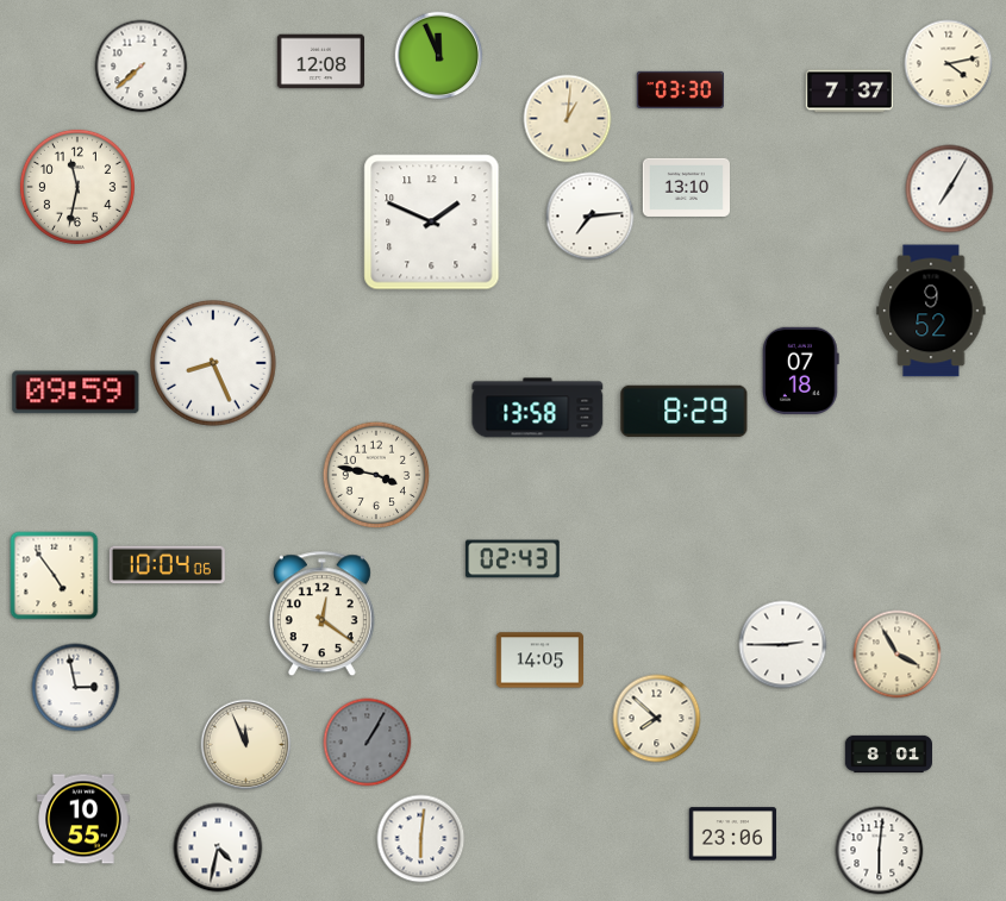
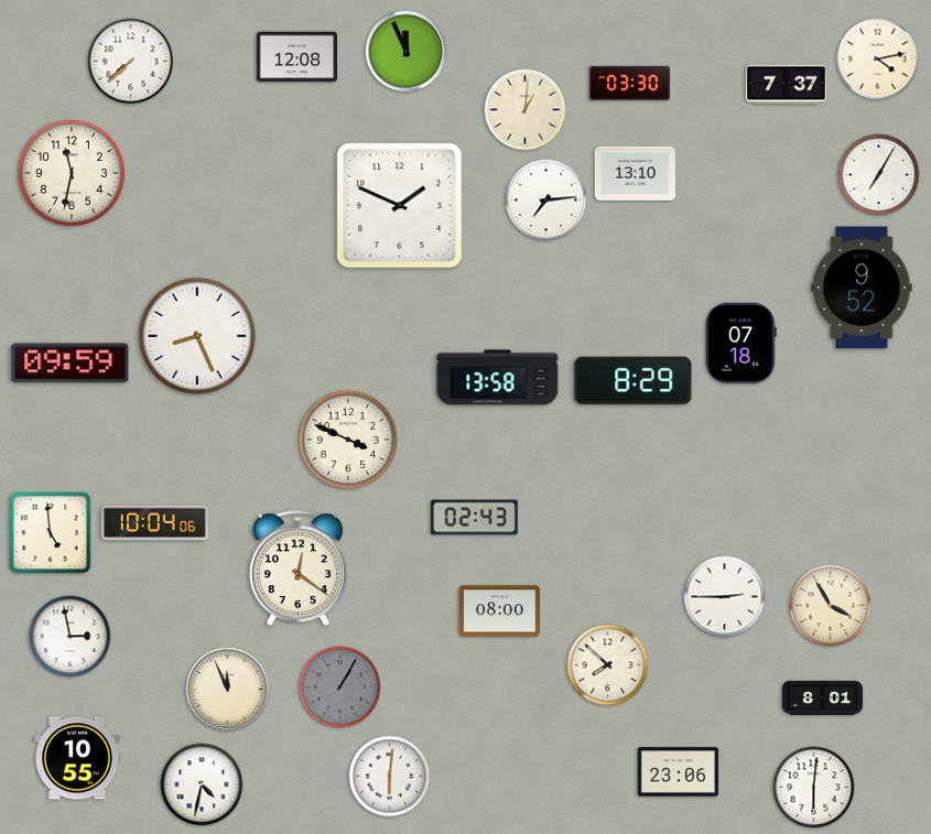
clock at (376, 475): 3:47 -> 3:49
clock at (55, 576): 4:54 -> 4:59
clock at (539, 661): 14:05 -> 08:00
